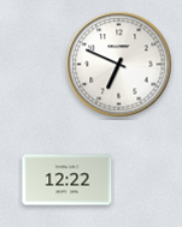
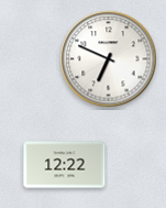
clock at (67, 180) position: (67, 180) -> (65, 165)
